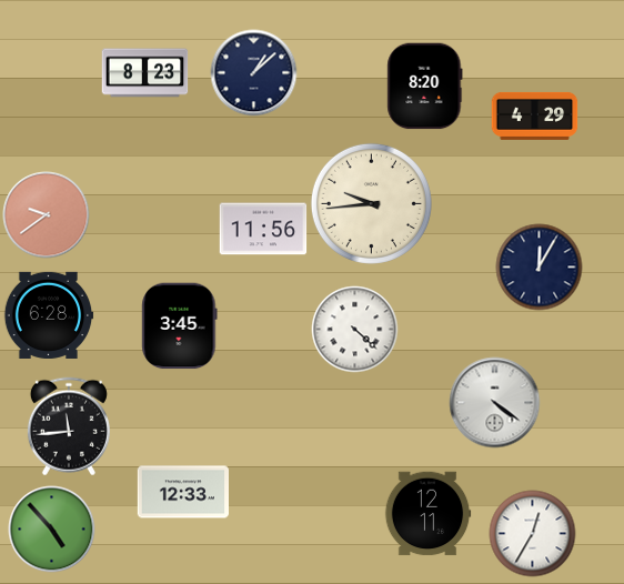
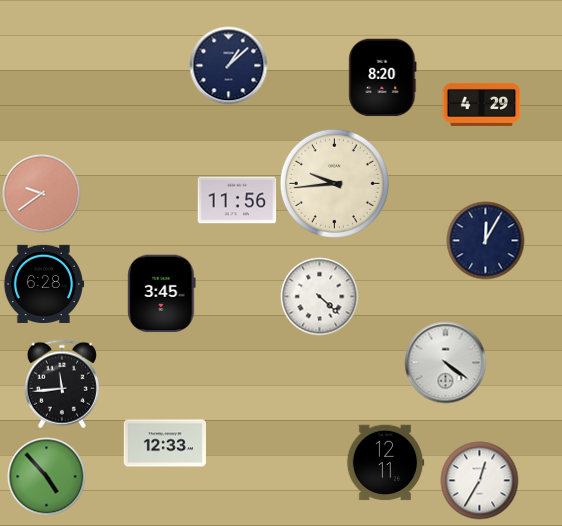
clock at (144, 73): 8:23 -> none
clock at (263, 229) position: (263, 229) -> (237, 200)
